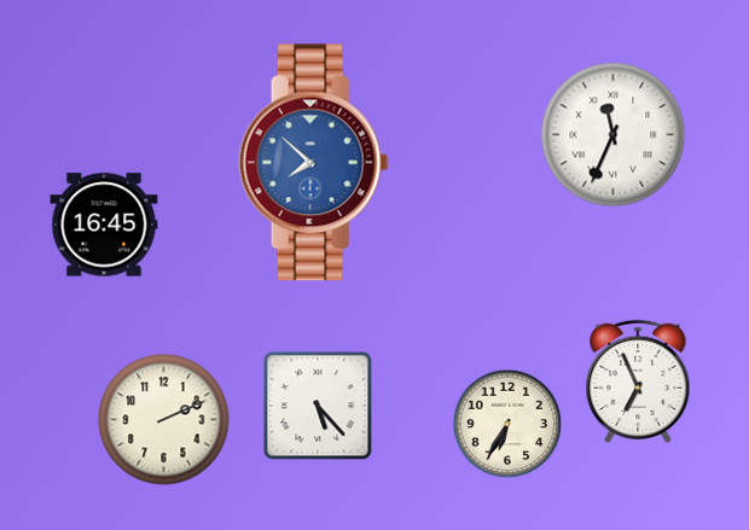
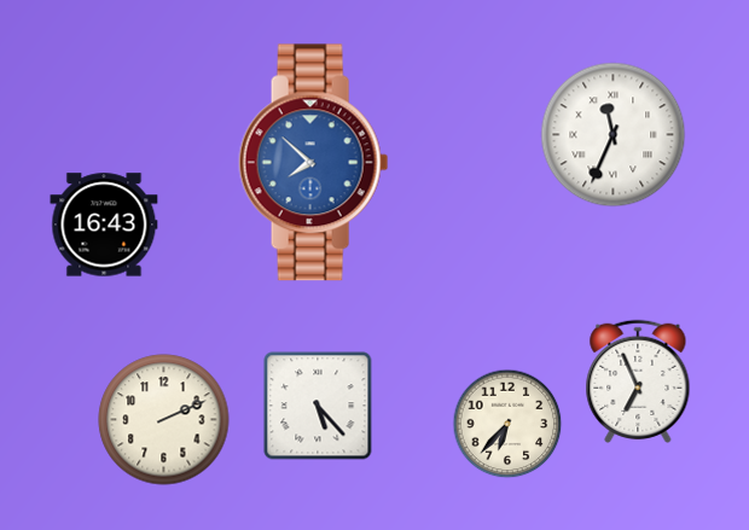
clock at (104, 225): 16:45 -> 16:43
clock at (507, 424): 6:35 -> 6:37
